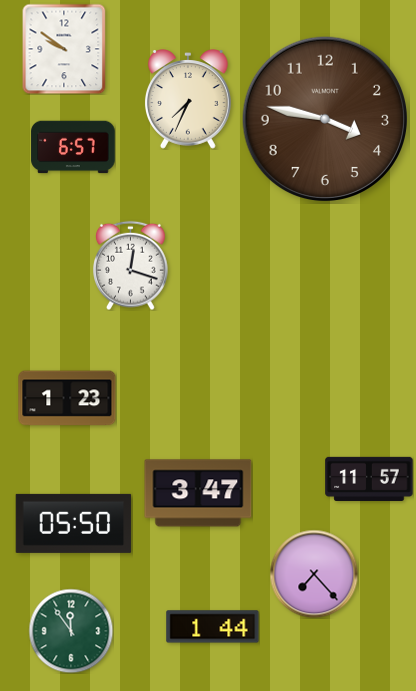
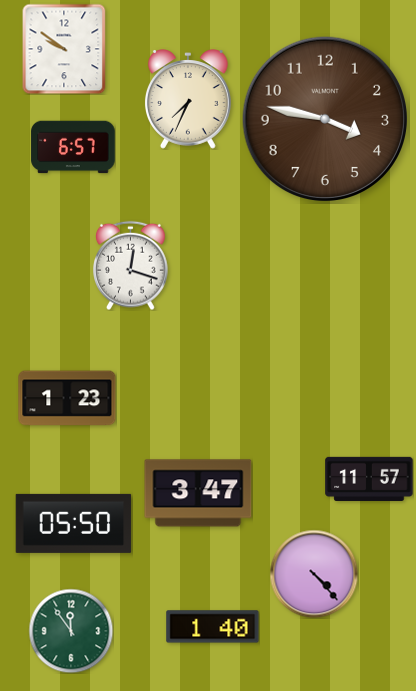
clock at (314, 574): 7:23 -> 4:23
clock at (213, 627): 1:44 -> 1:40
